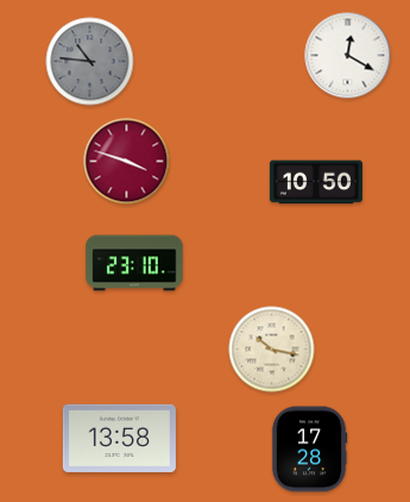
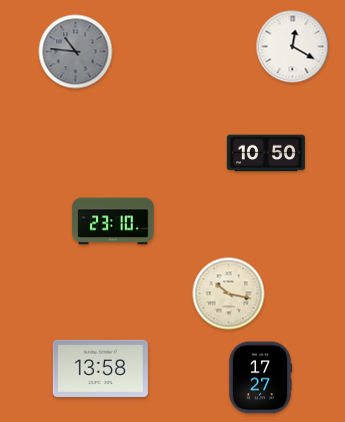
clock at (127, 162): 3:48 -> none
clock at (309, 450): 17:28 -> 17:27
